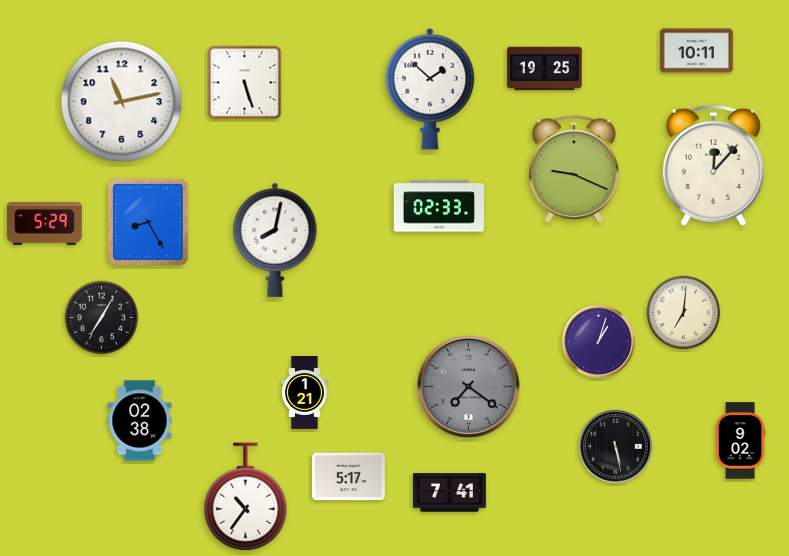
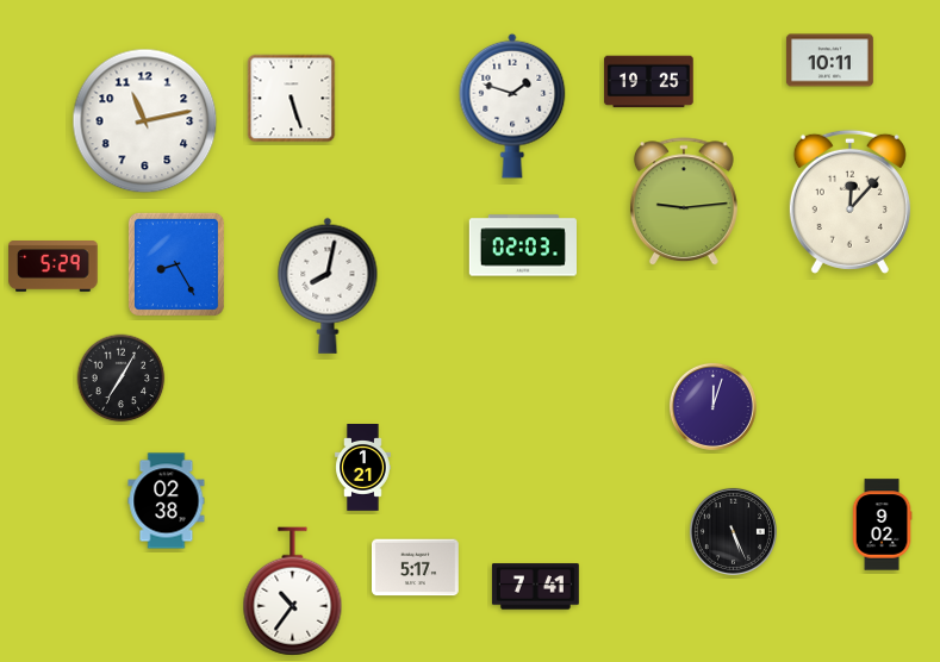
clock at (430, 89): 1:52 -> 1:48
clock at (713, 165) position: (713, 165) -> (849, 201)
clock at (574, 170): 9:19 -> 9:14
clock at (438, 206): 02:33 -> 02:03
clock at (684, 313): 7:01 -> none
clock at (598, 341): 1:03 -> 12:03
clock at (469, 387): 7:21 -> none
clock at (615, 446): 5:28 -> 5:26
